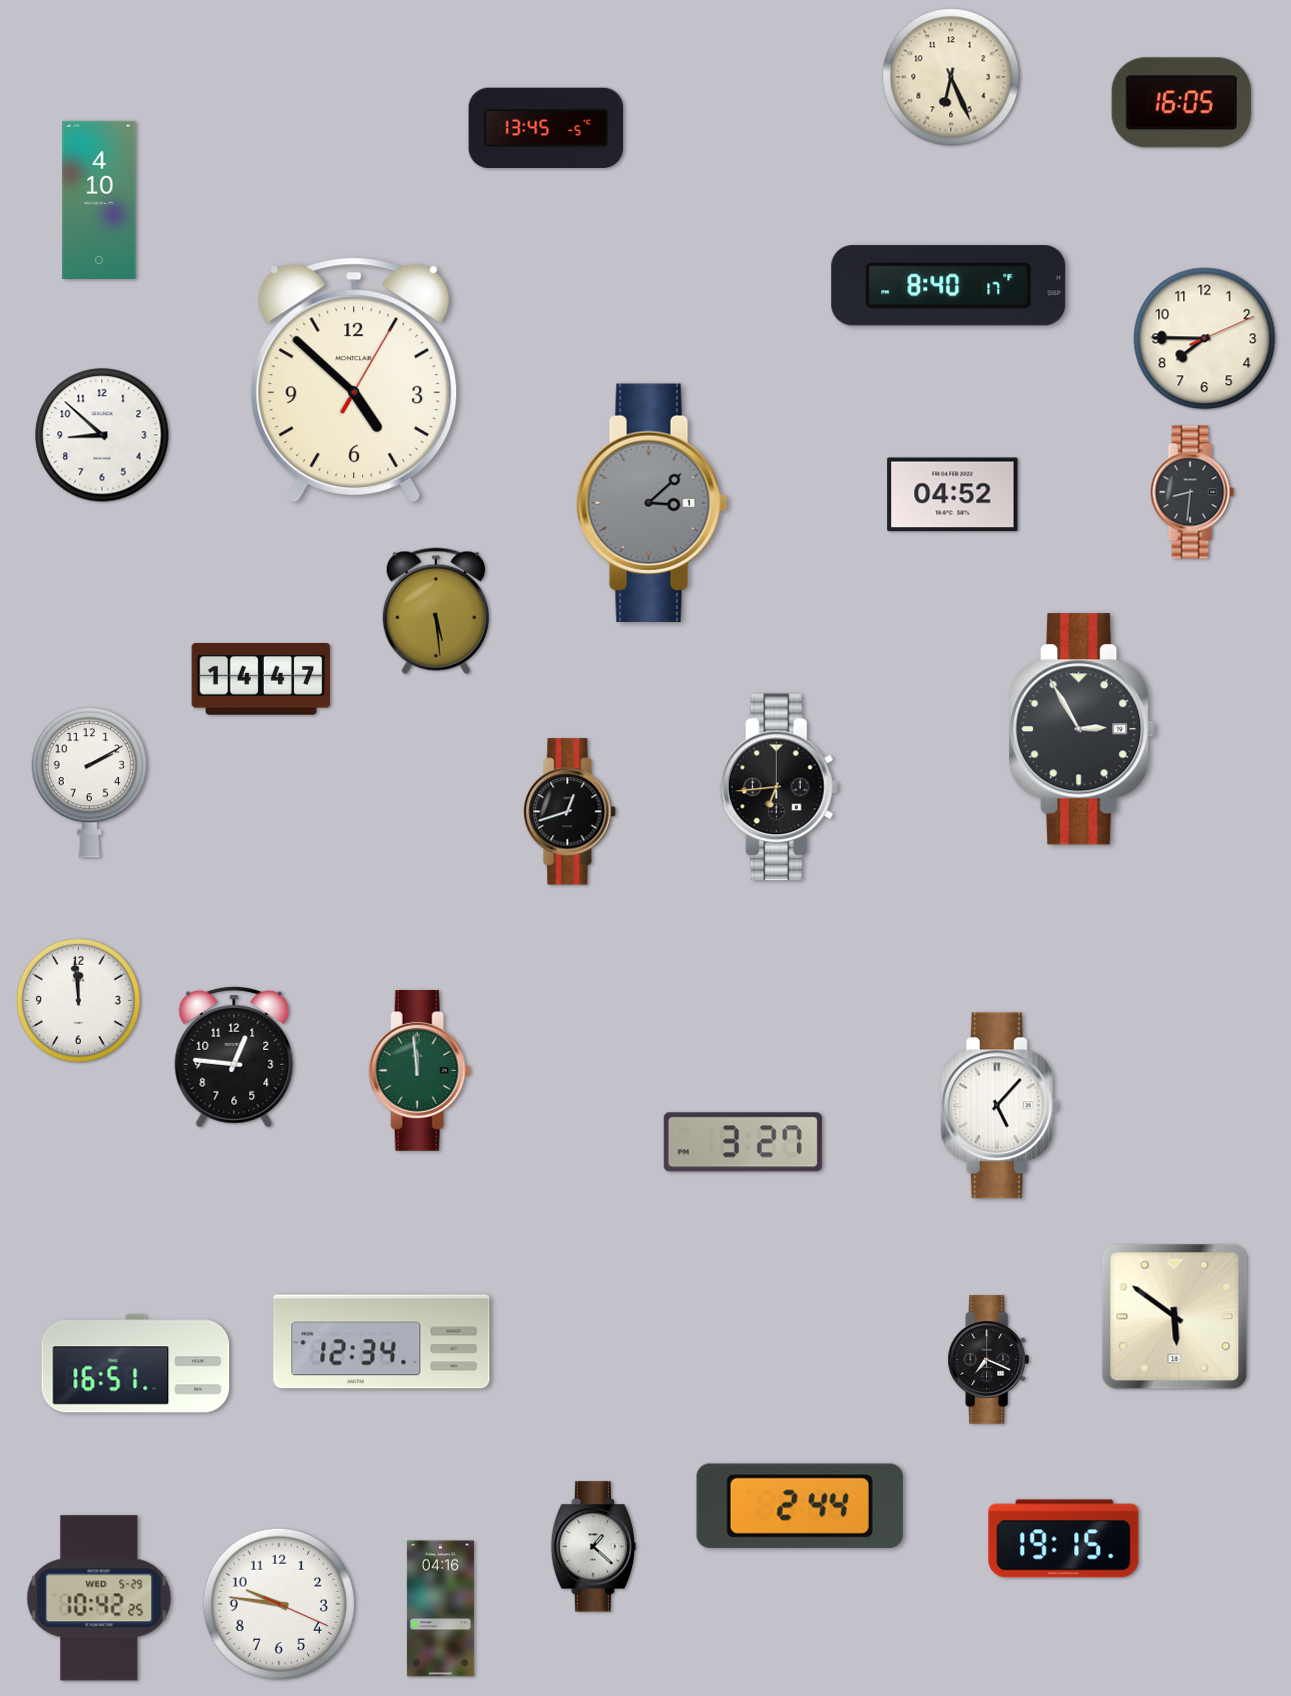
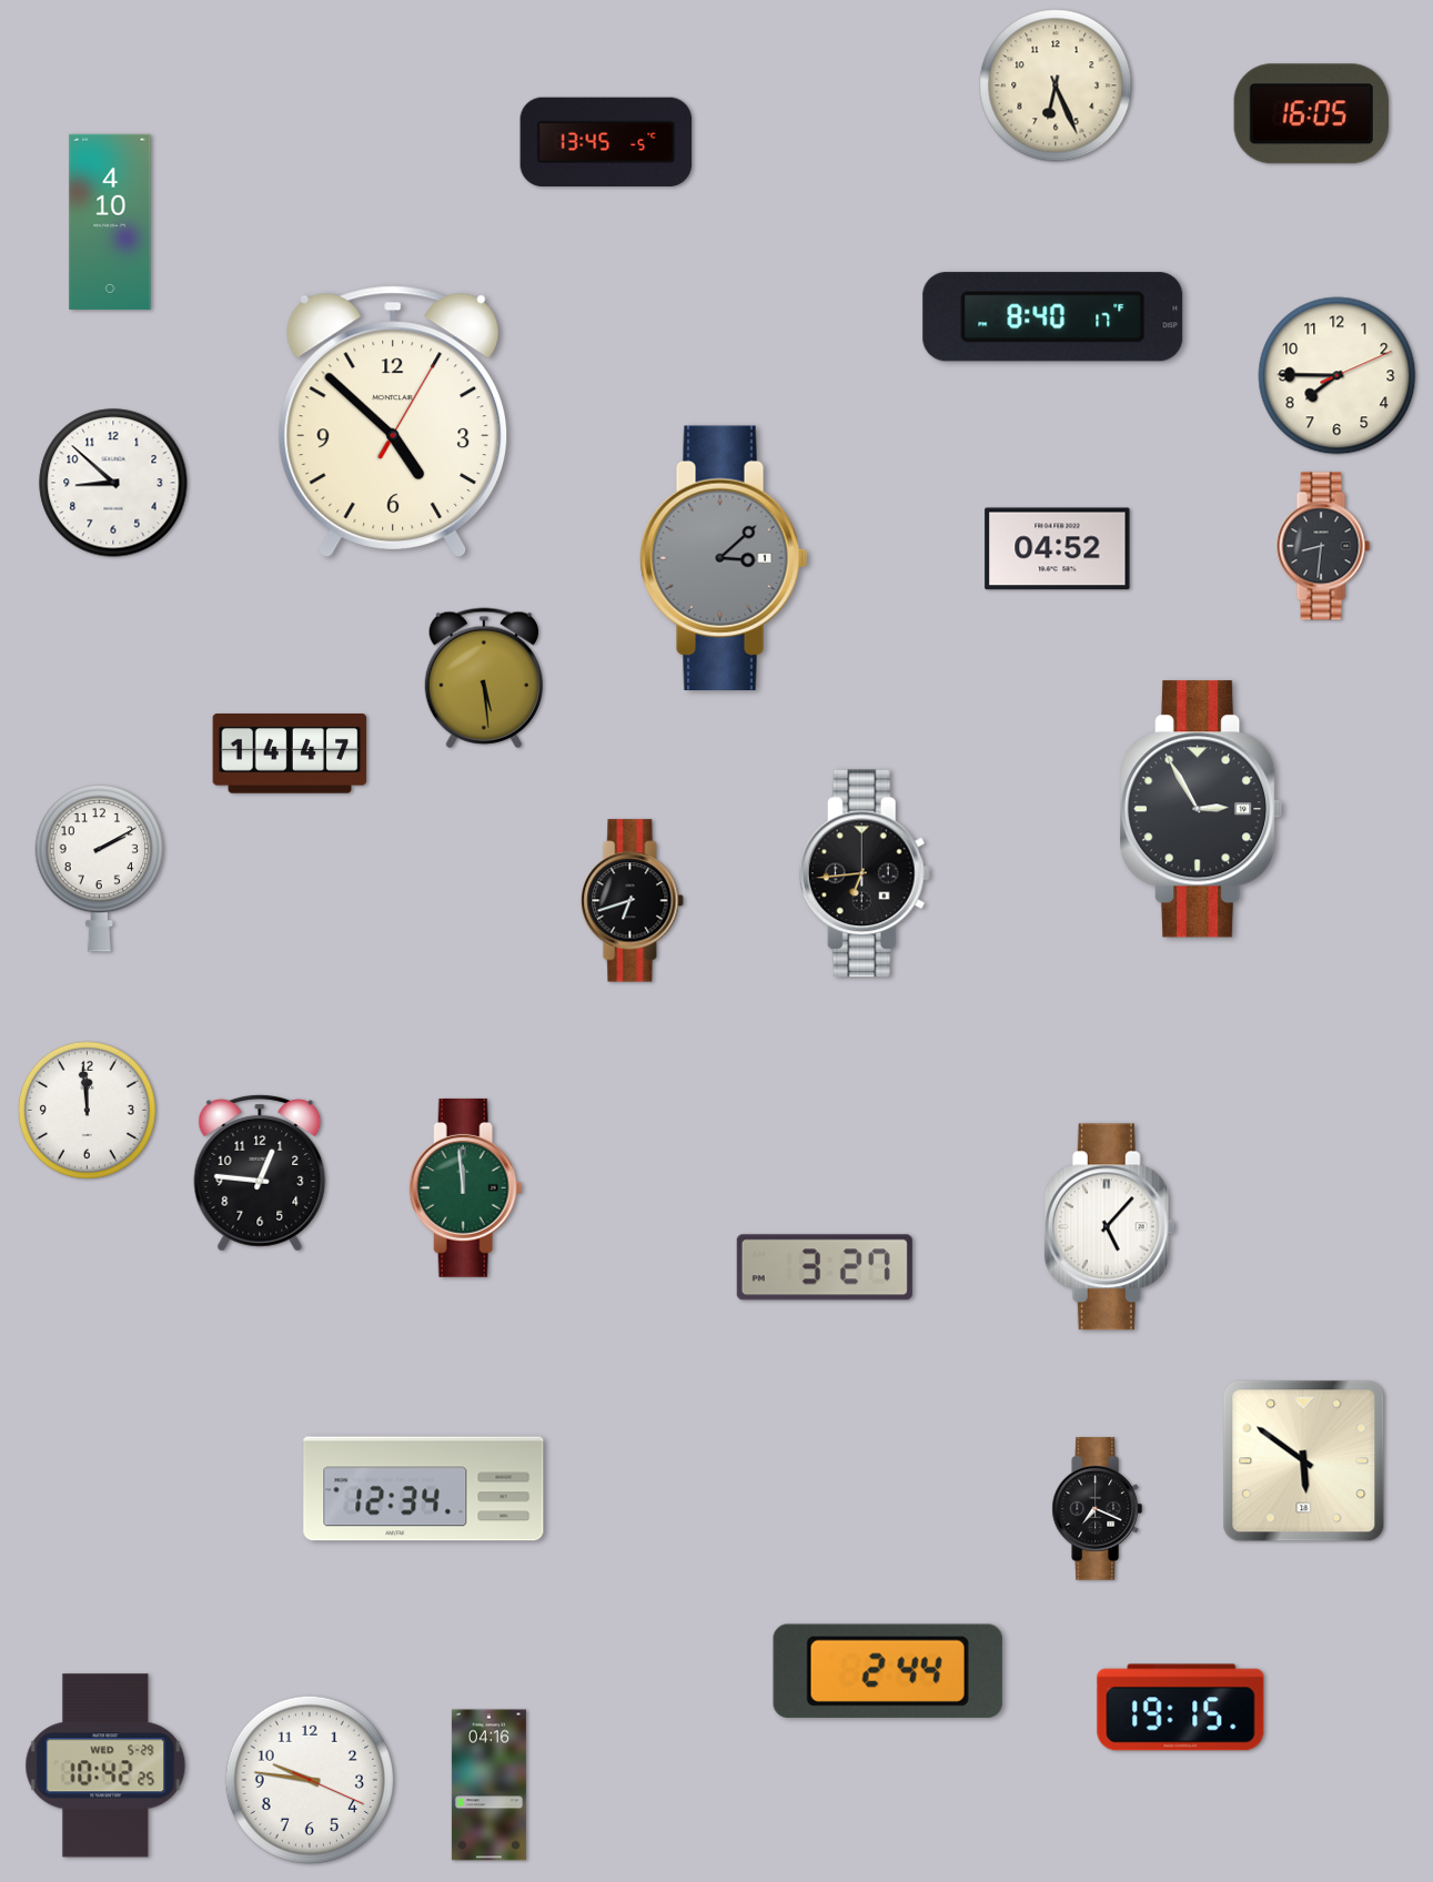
clock at (570, 812): 12:42 -> 6:42
clock at (136, 1364): 16:51 -> none
clock at (593, 1547): 1:22 -> none
clock at (99, 1598) position: (99, 1598) -> (105, 1765)
